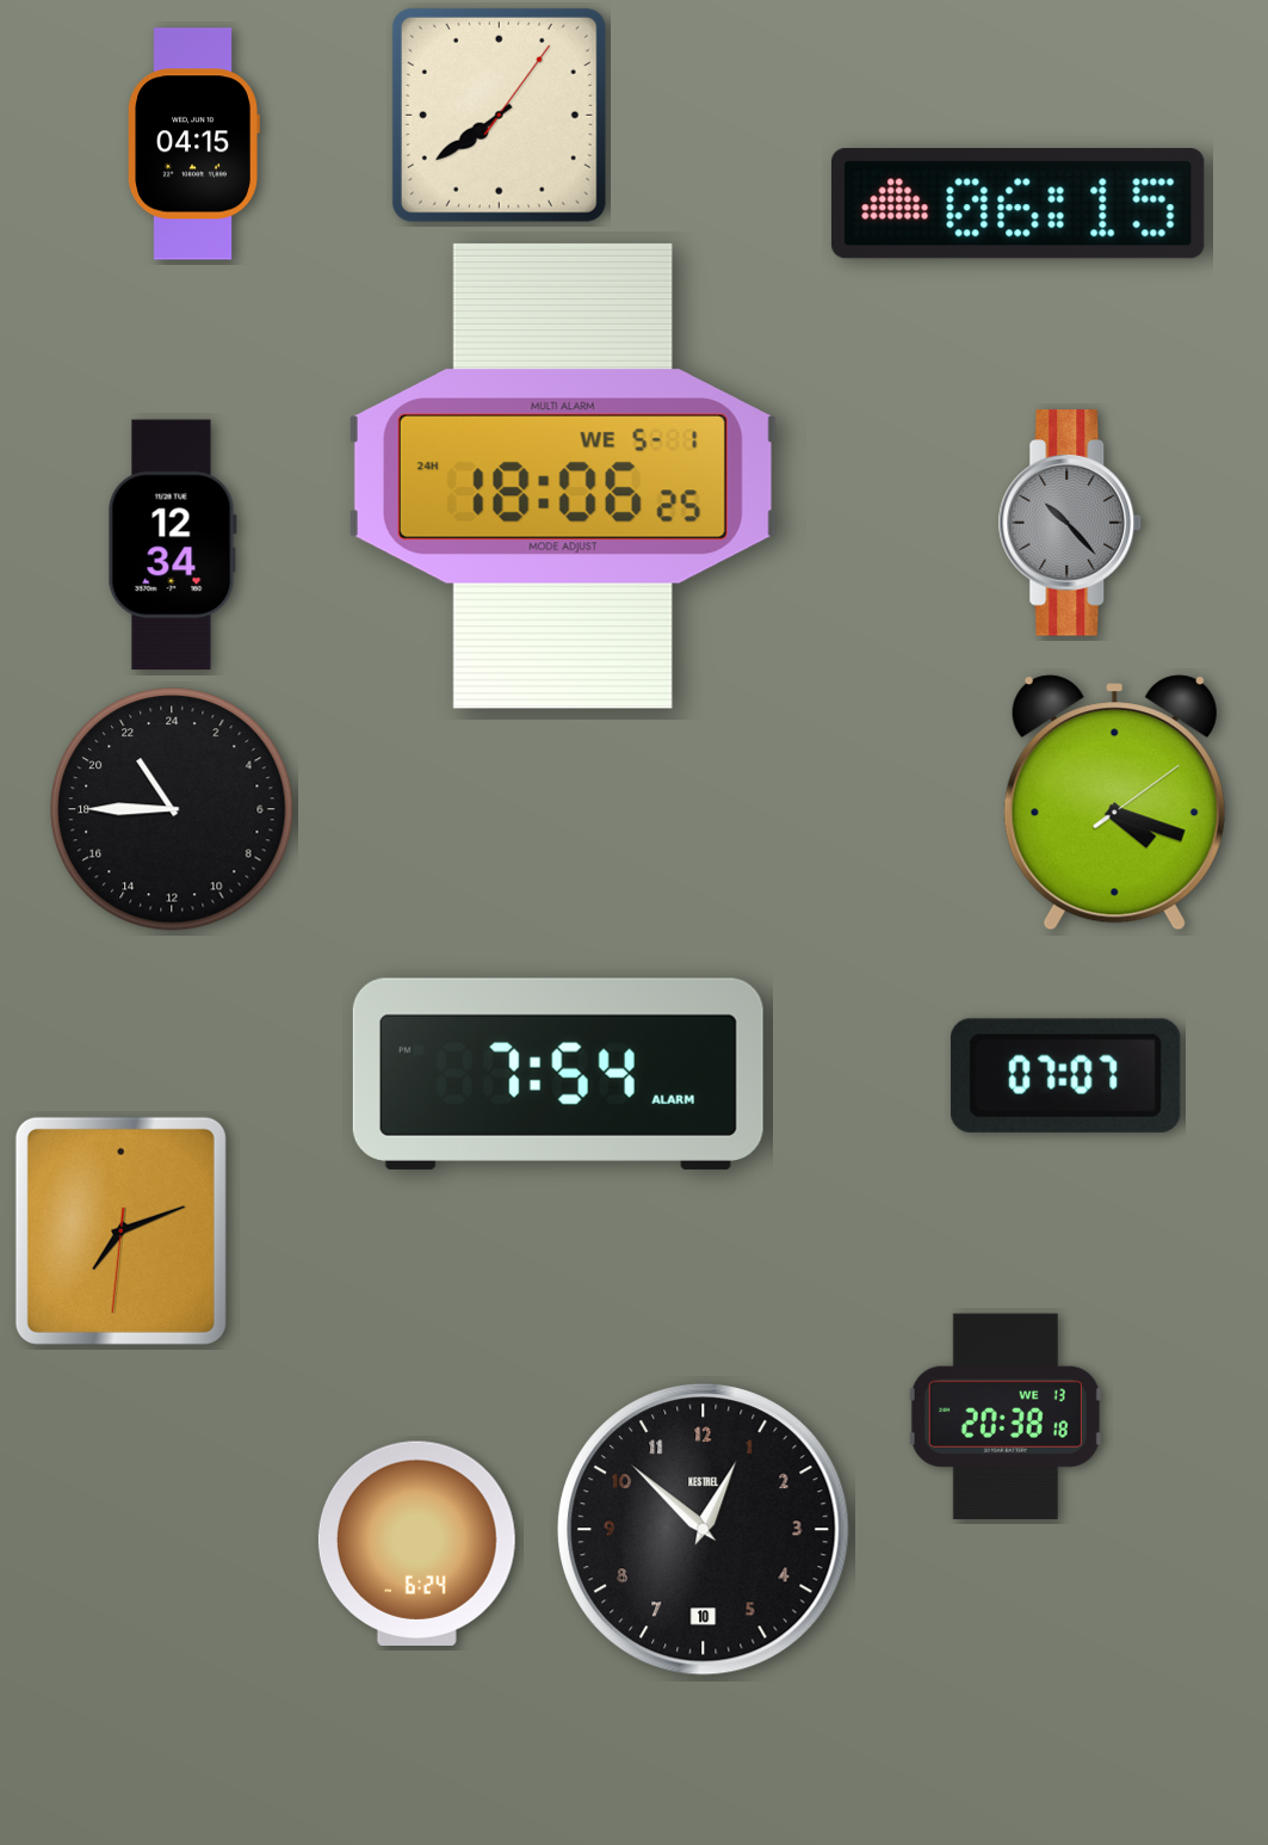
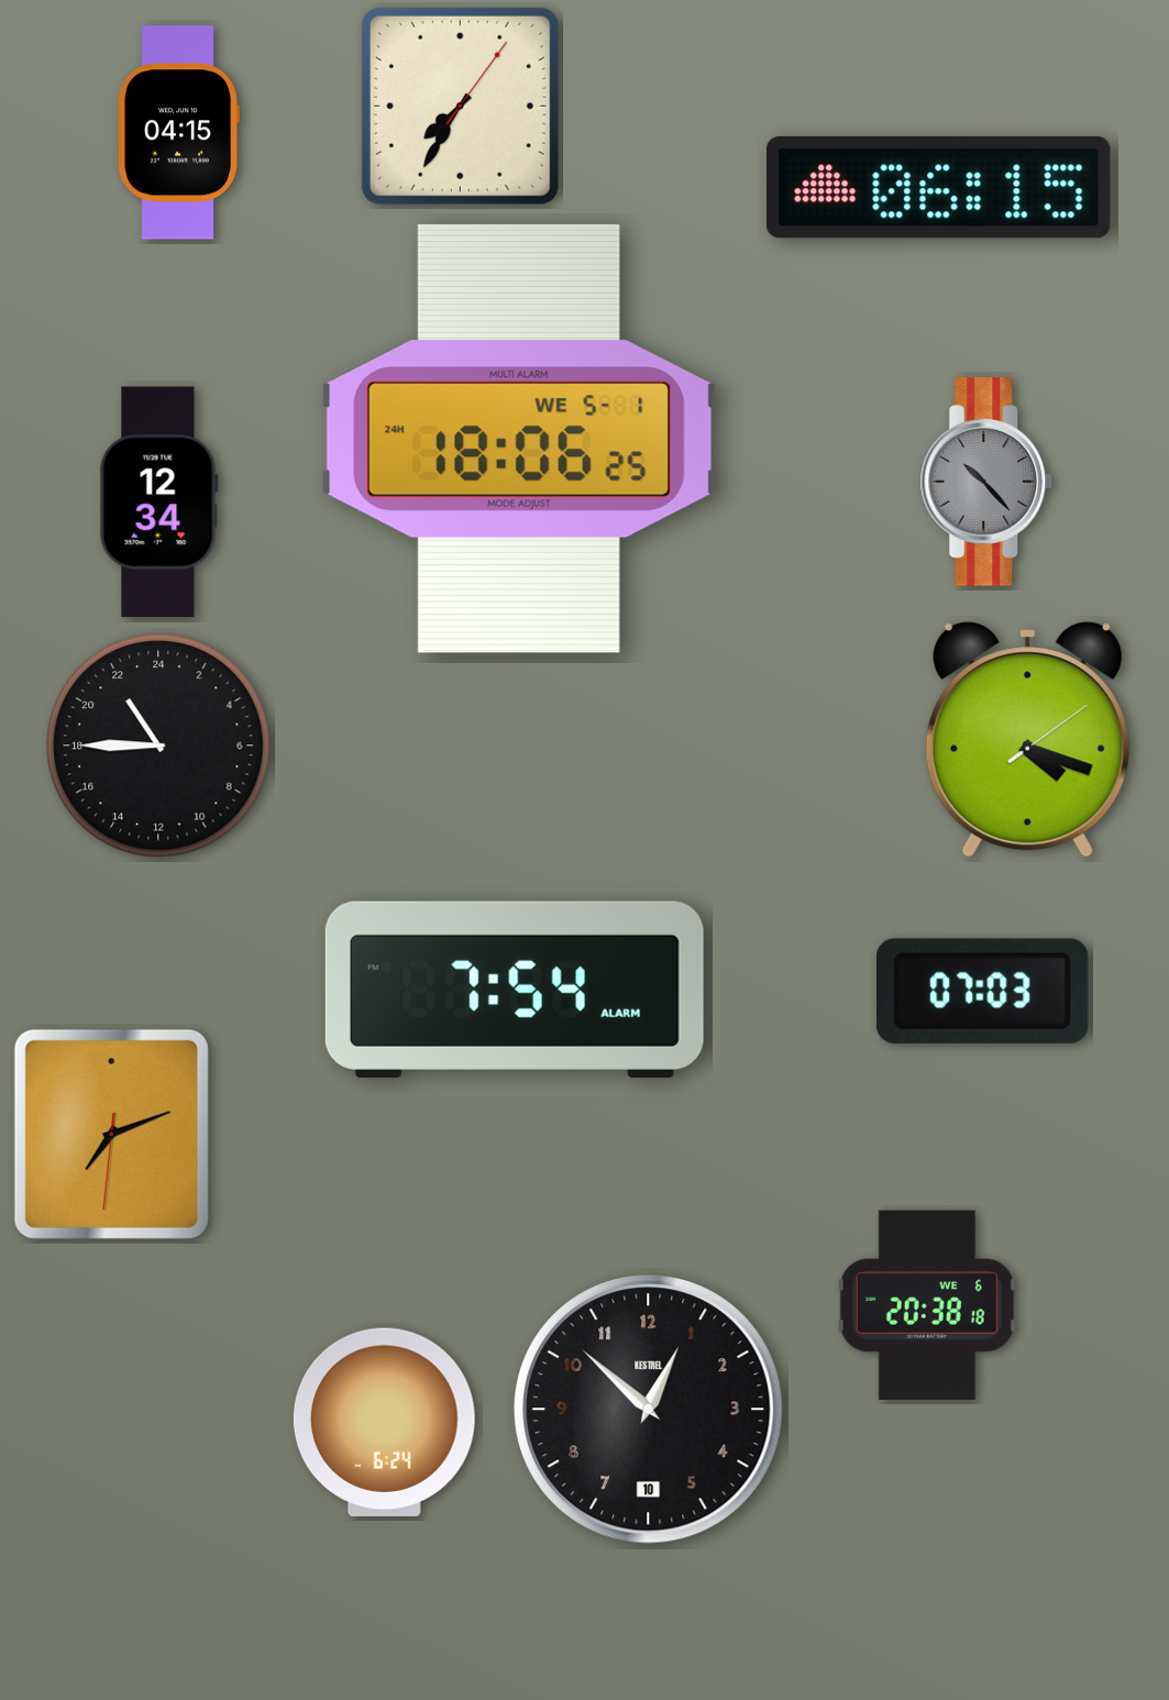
clock at (499, 115): 7:39 -> 7:35
clock at (1065, 1075): 07:07 -> 07:03
clock at (1006, 1417) date: WE 13 -> WE 6
